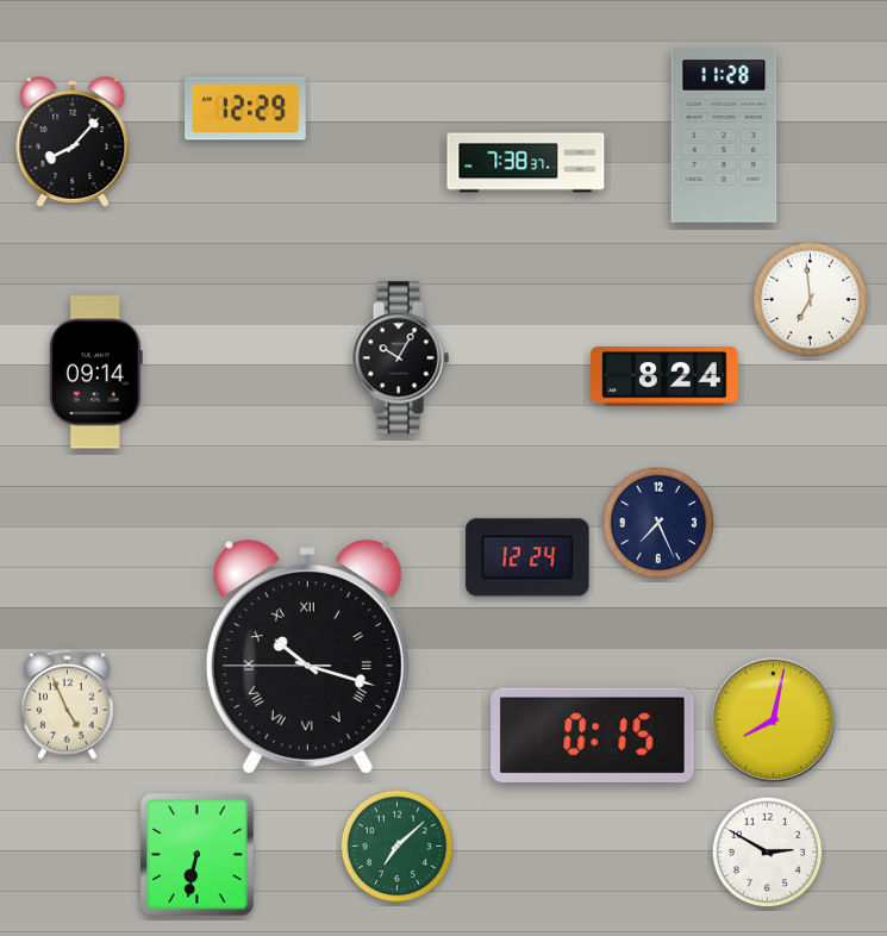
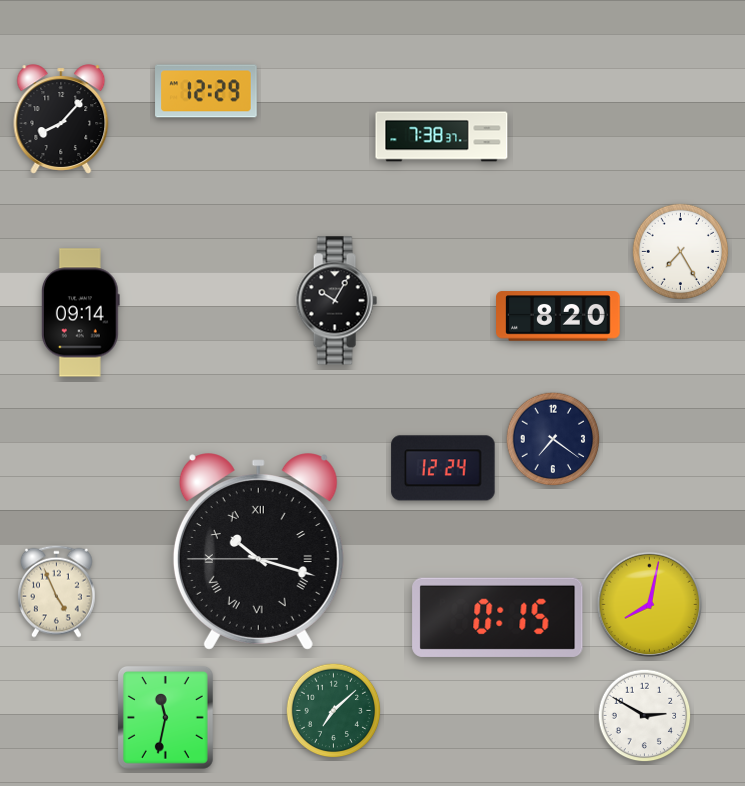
clock at (724, 136): 11:28 -> none
clock at (810, 299): 6:59 -> 7:25
clock at (664, 376): 8:24 -> 8:20
clock at (658, 523): 7:26 -> 7:21
clock at (196, 854): 6:32 -> 11:32
